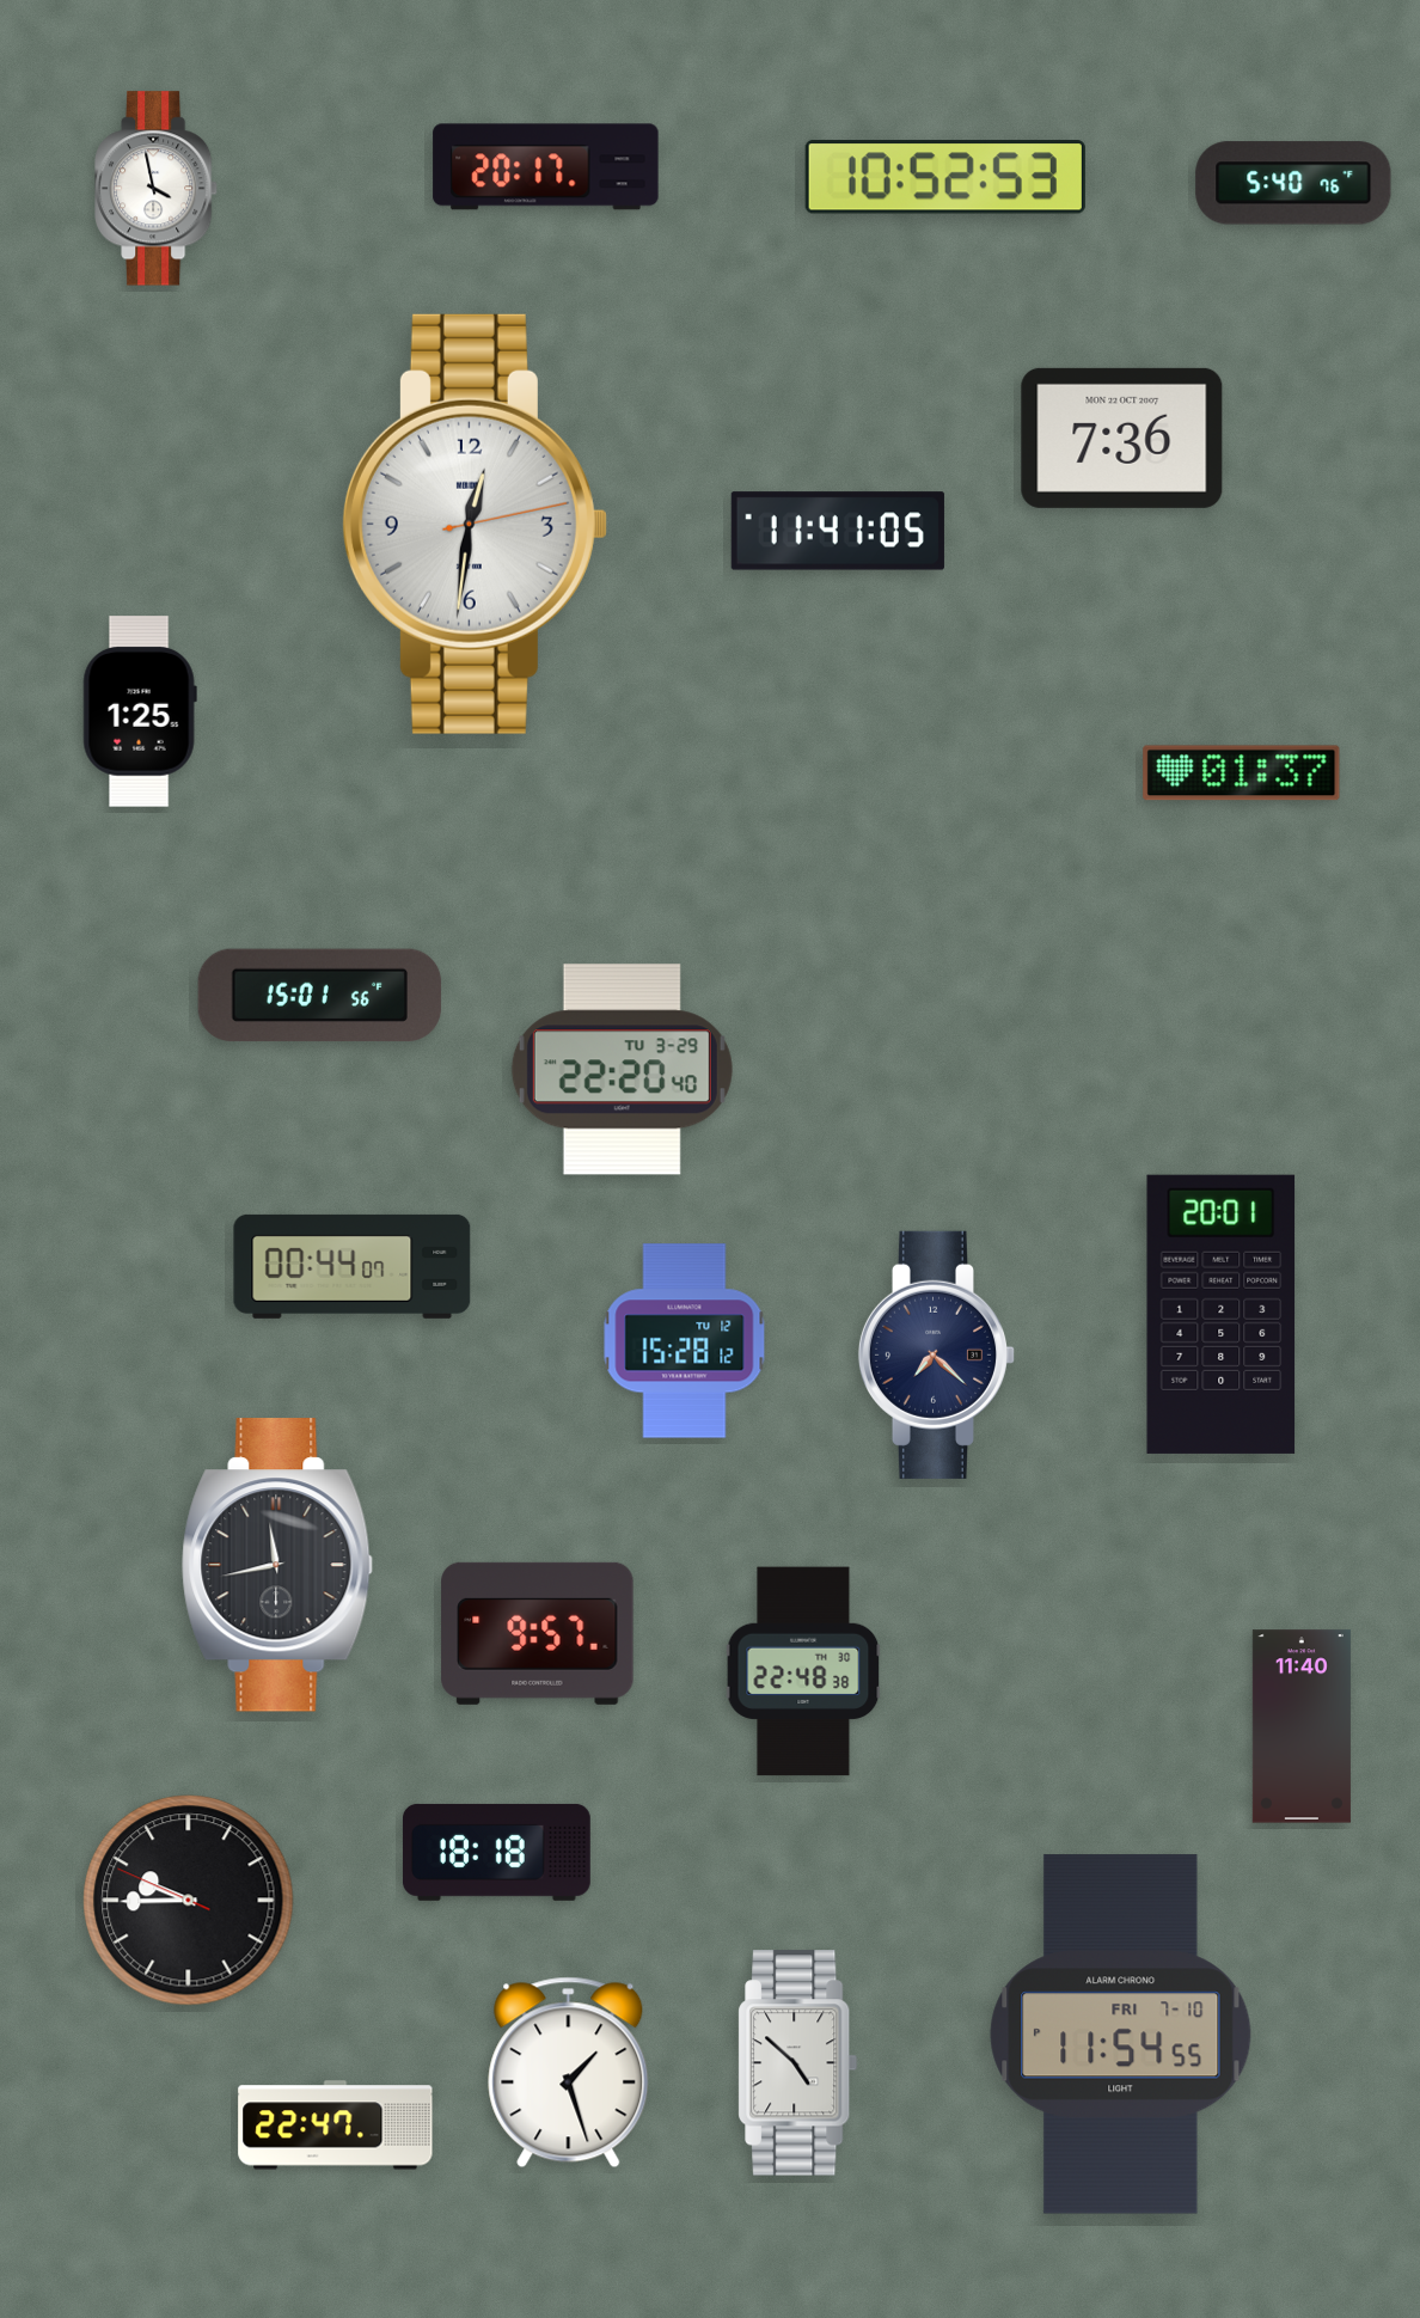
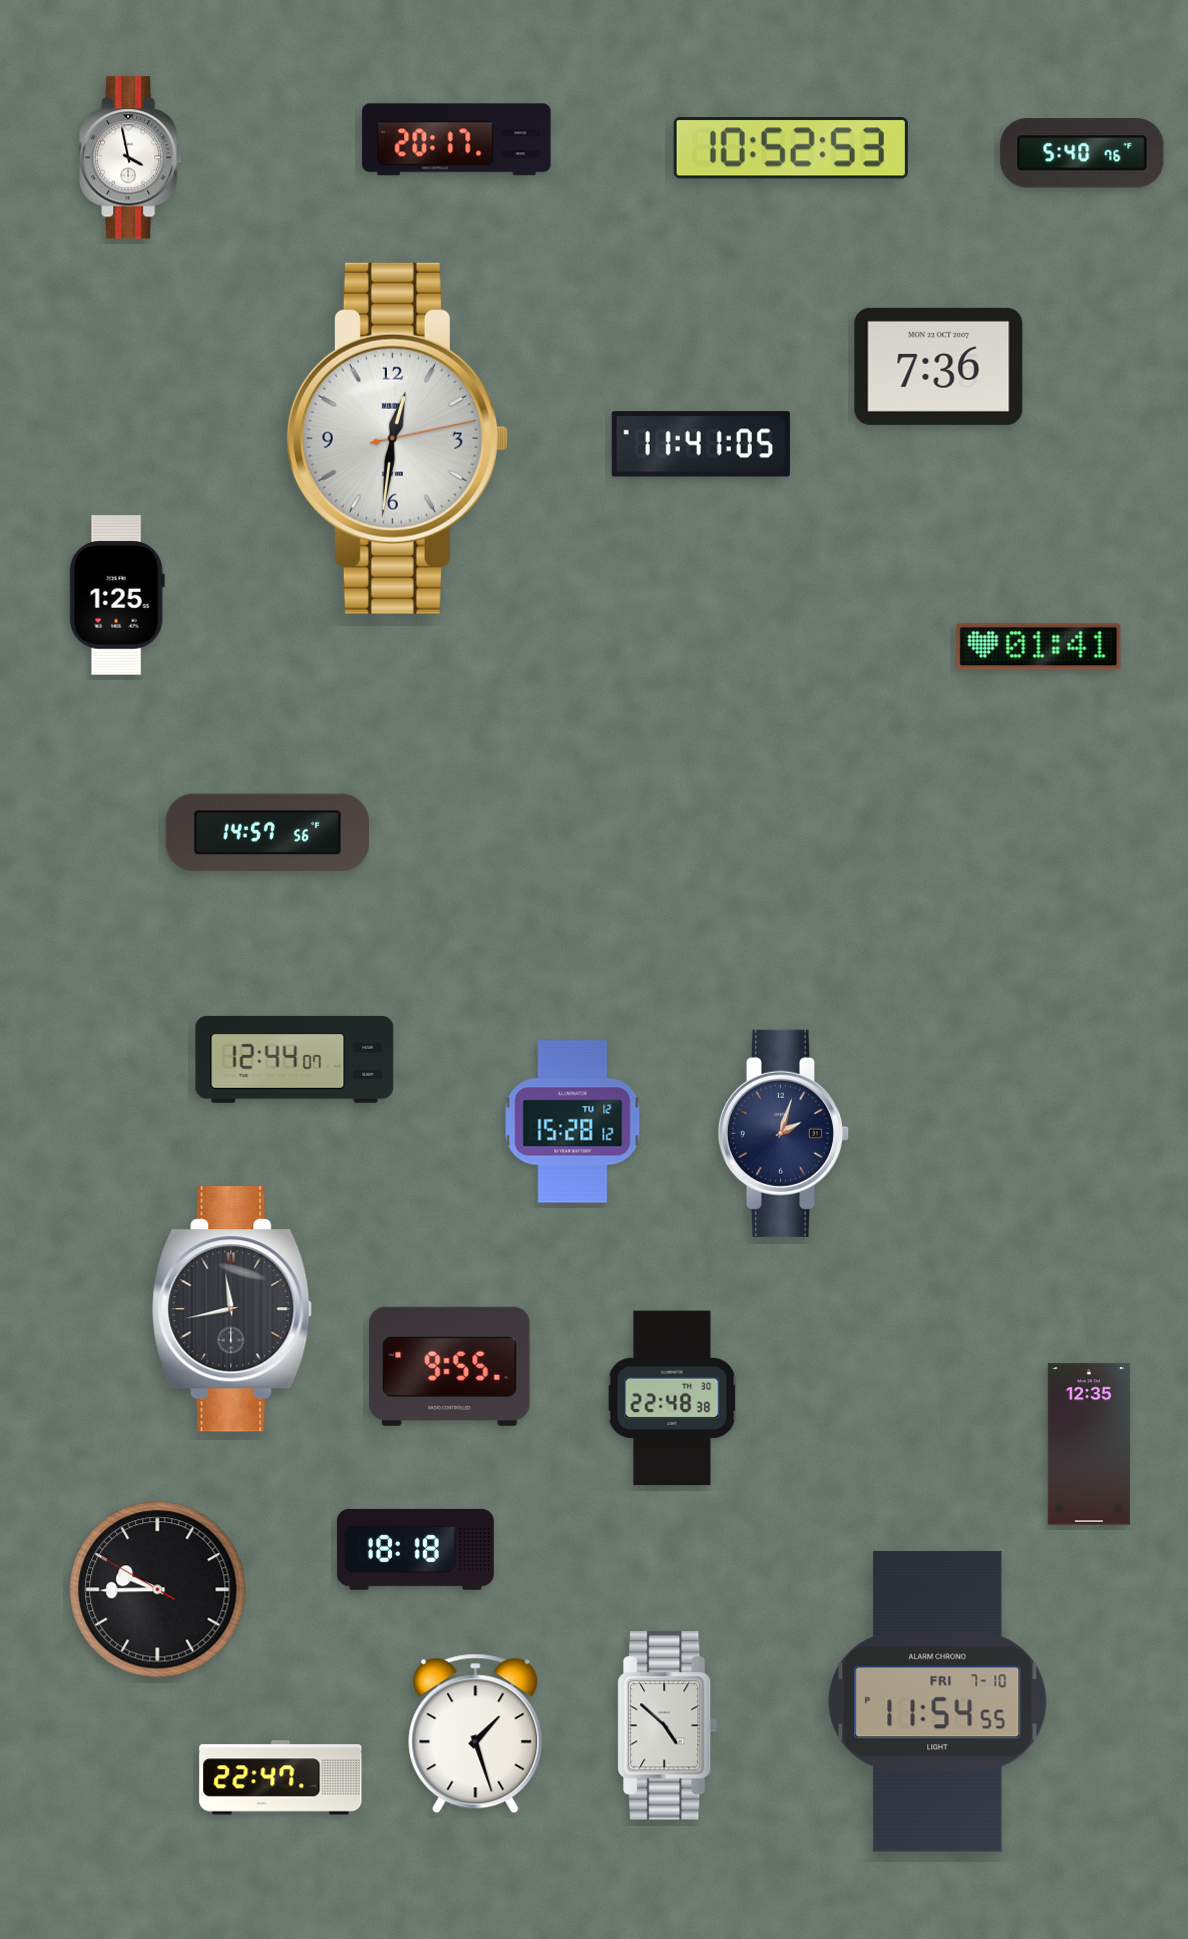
clock at (1242, 773): 01:37 -> 01:41
clock at (320, 996): 15:01 -> 14:57
clock at (622, 1070): 22:20 -> none
clock at (353, 1266): 00:44 -> 12:44
clock at (1222, 1314): 20:01 -> none
clock at (936, 1354): 7:22 -> 2:03
clock at (538, 1633): 9:57 -> 9:55
clock at (1302, 1726): 11:40 -> 12:35
clock at (189, 1901): 9:44:49 -> 9:44:50
